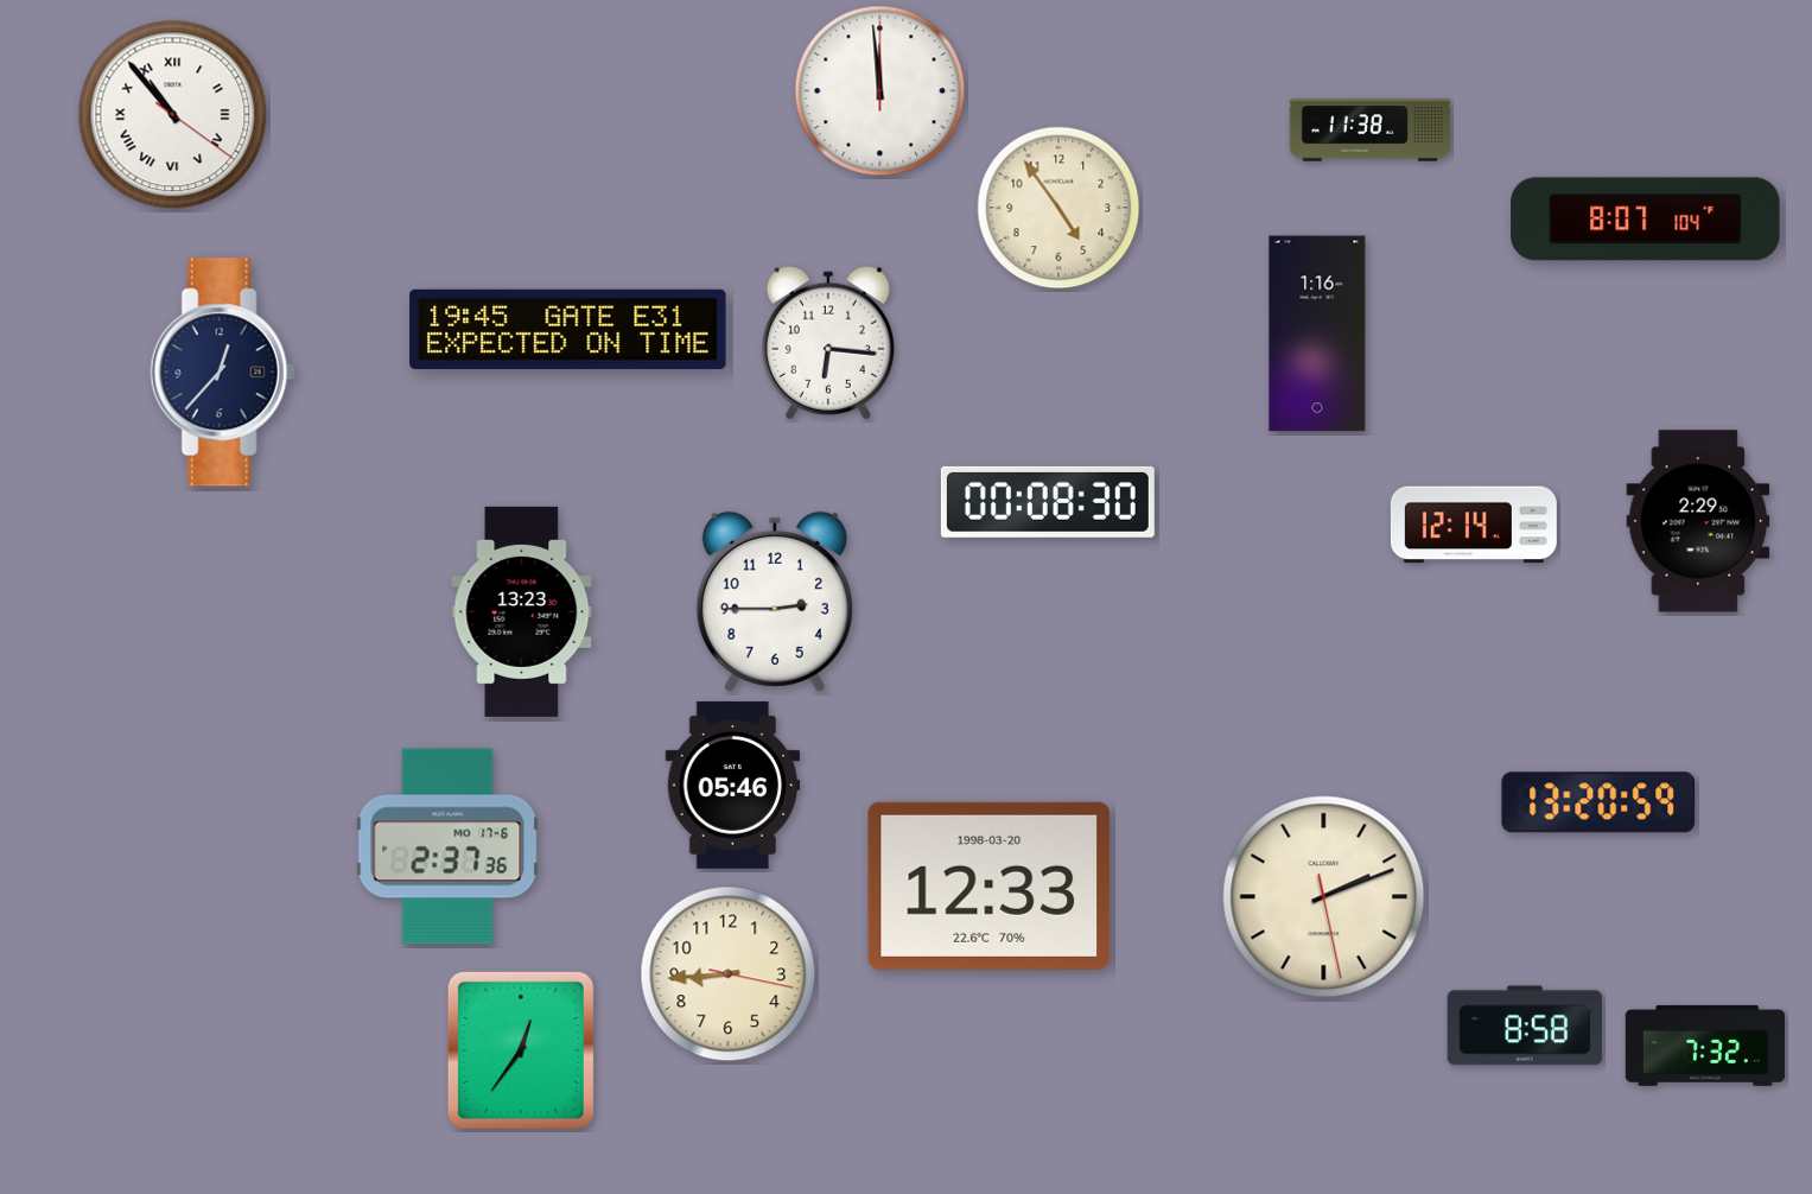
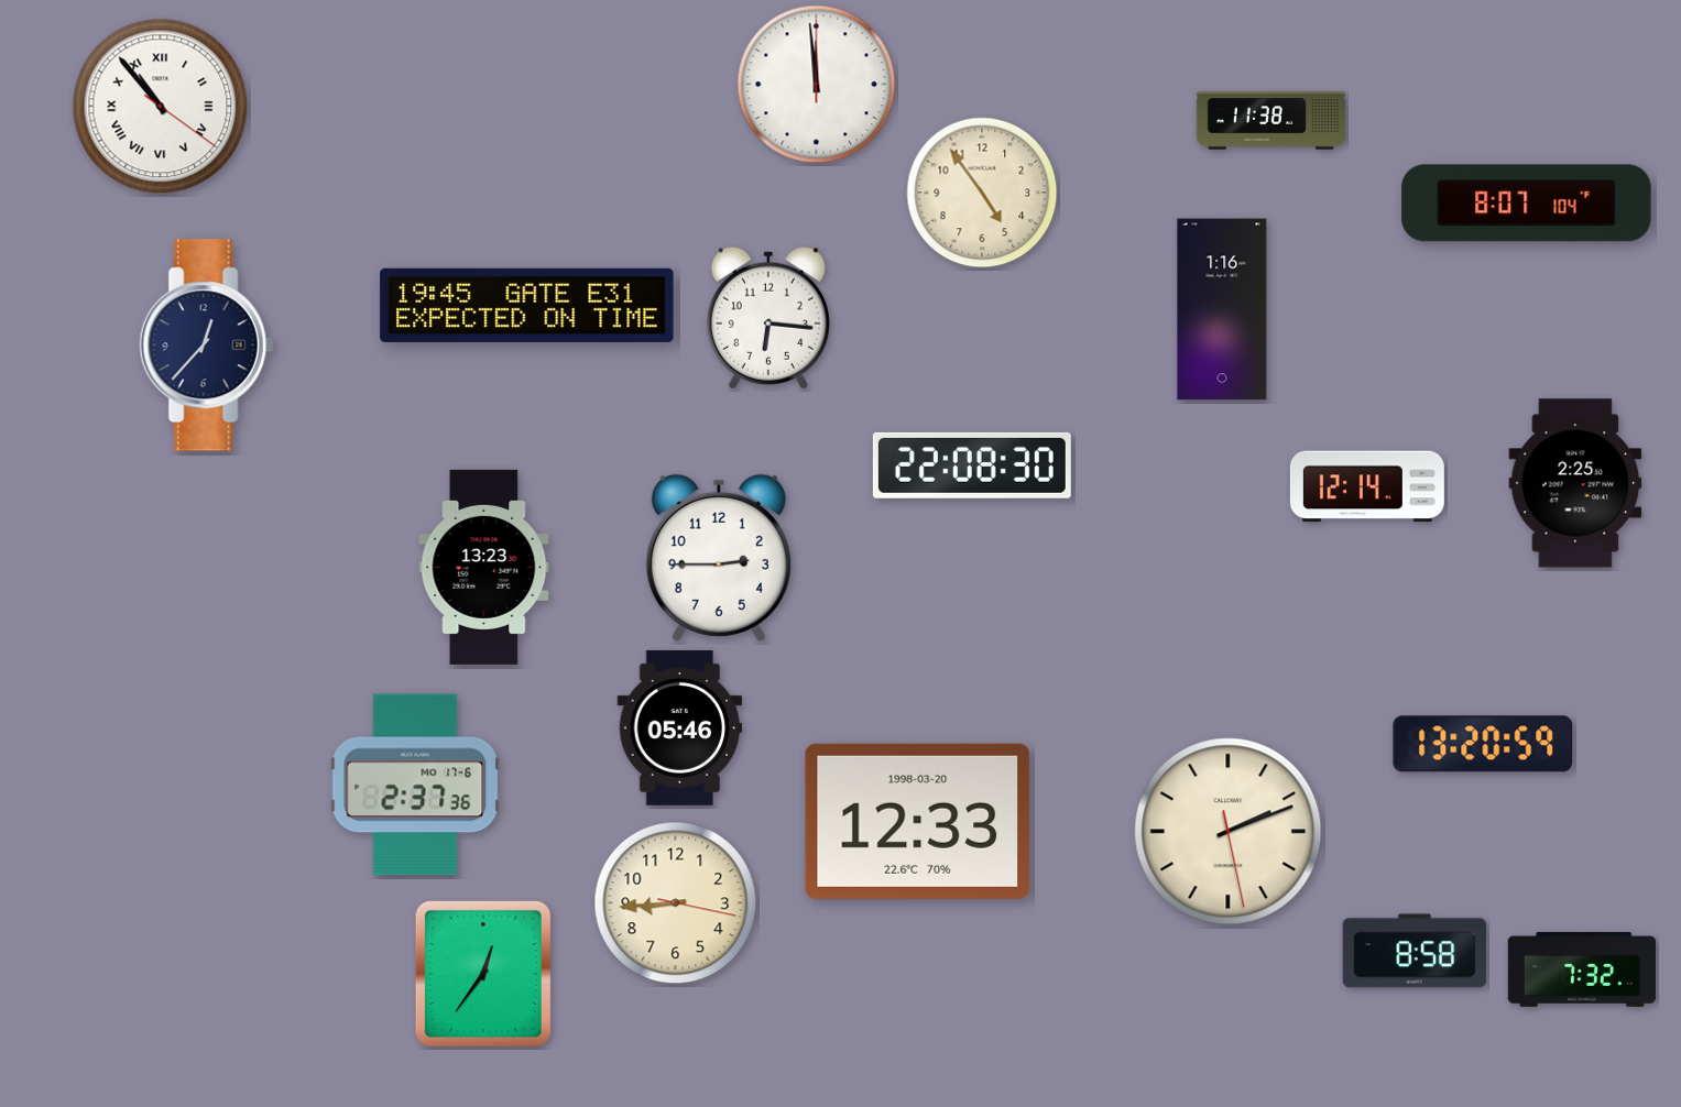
clock at (1048, 502): 00:08 -> 22:08
clock at (1698, 521): 2:29 -> 2:25
